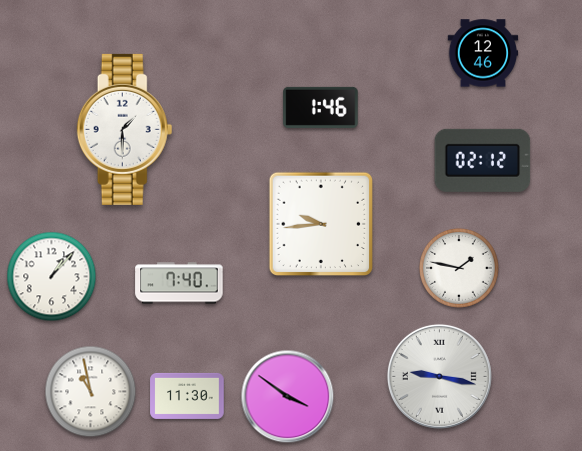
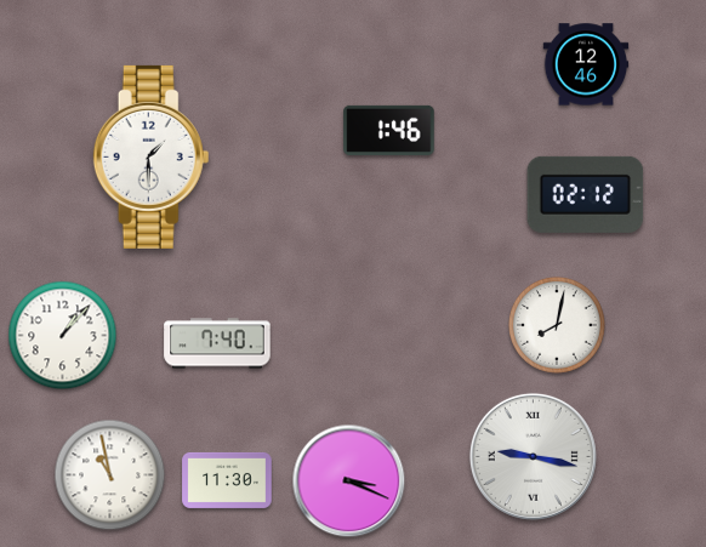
clock at (320, 223): 9:44 -> none
clock at (459, 268): 1:47 -> 8:02
clock at (288, 397): 3:51 -> 3:19
